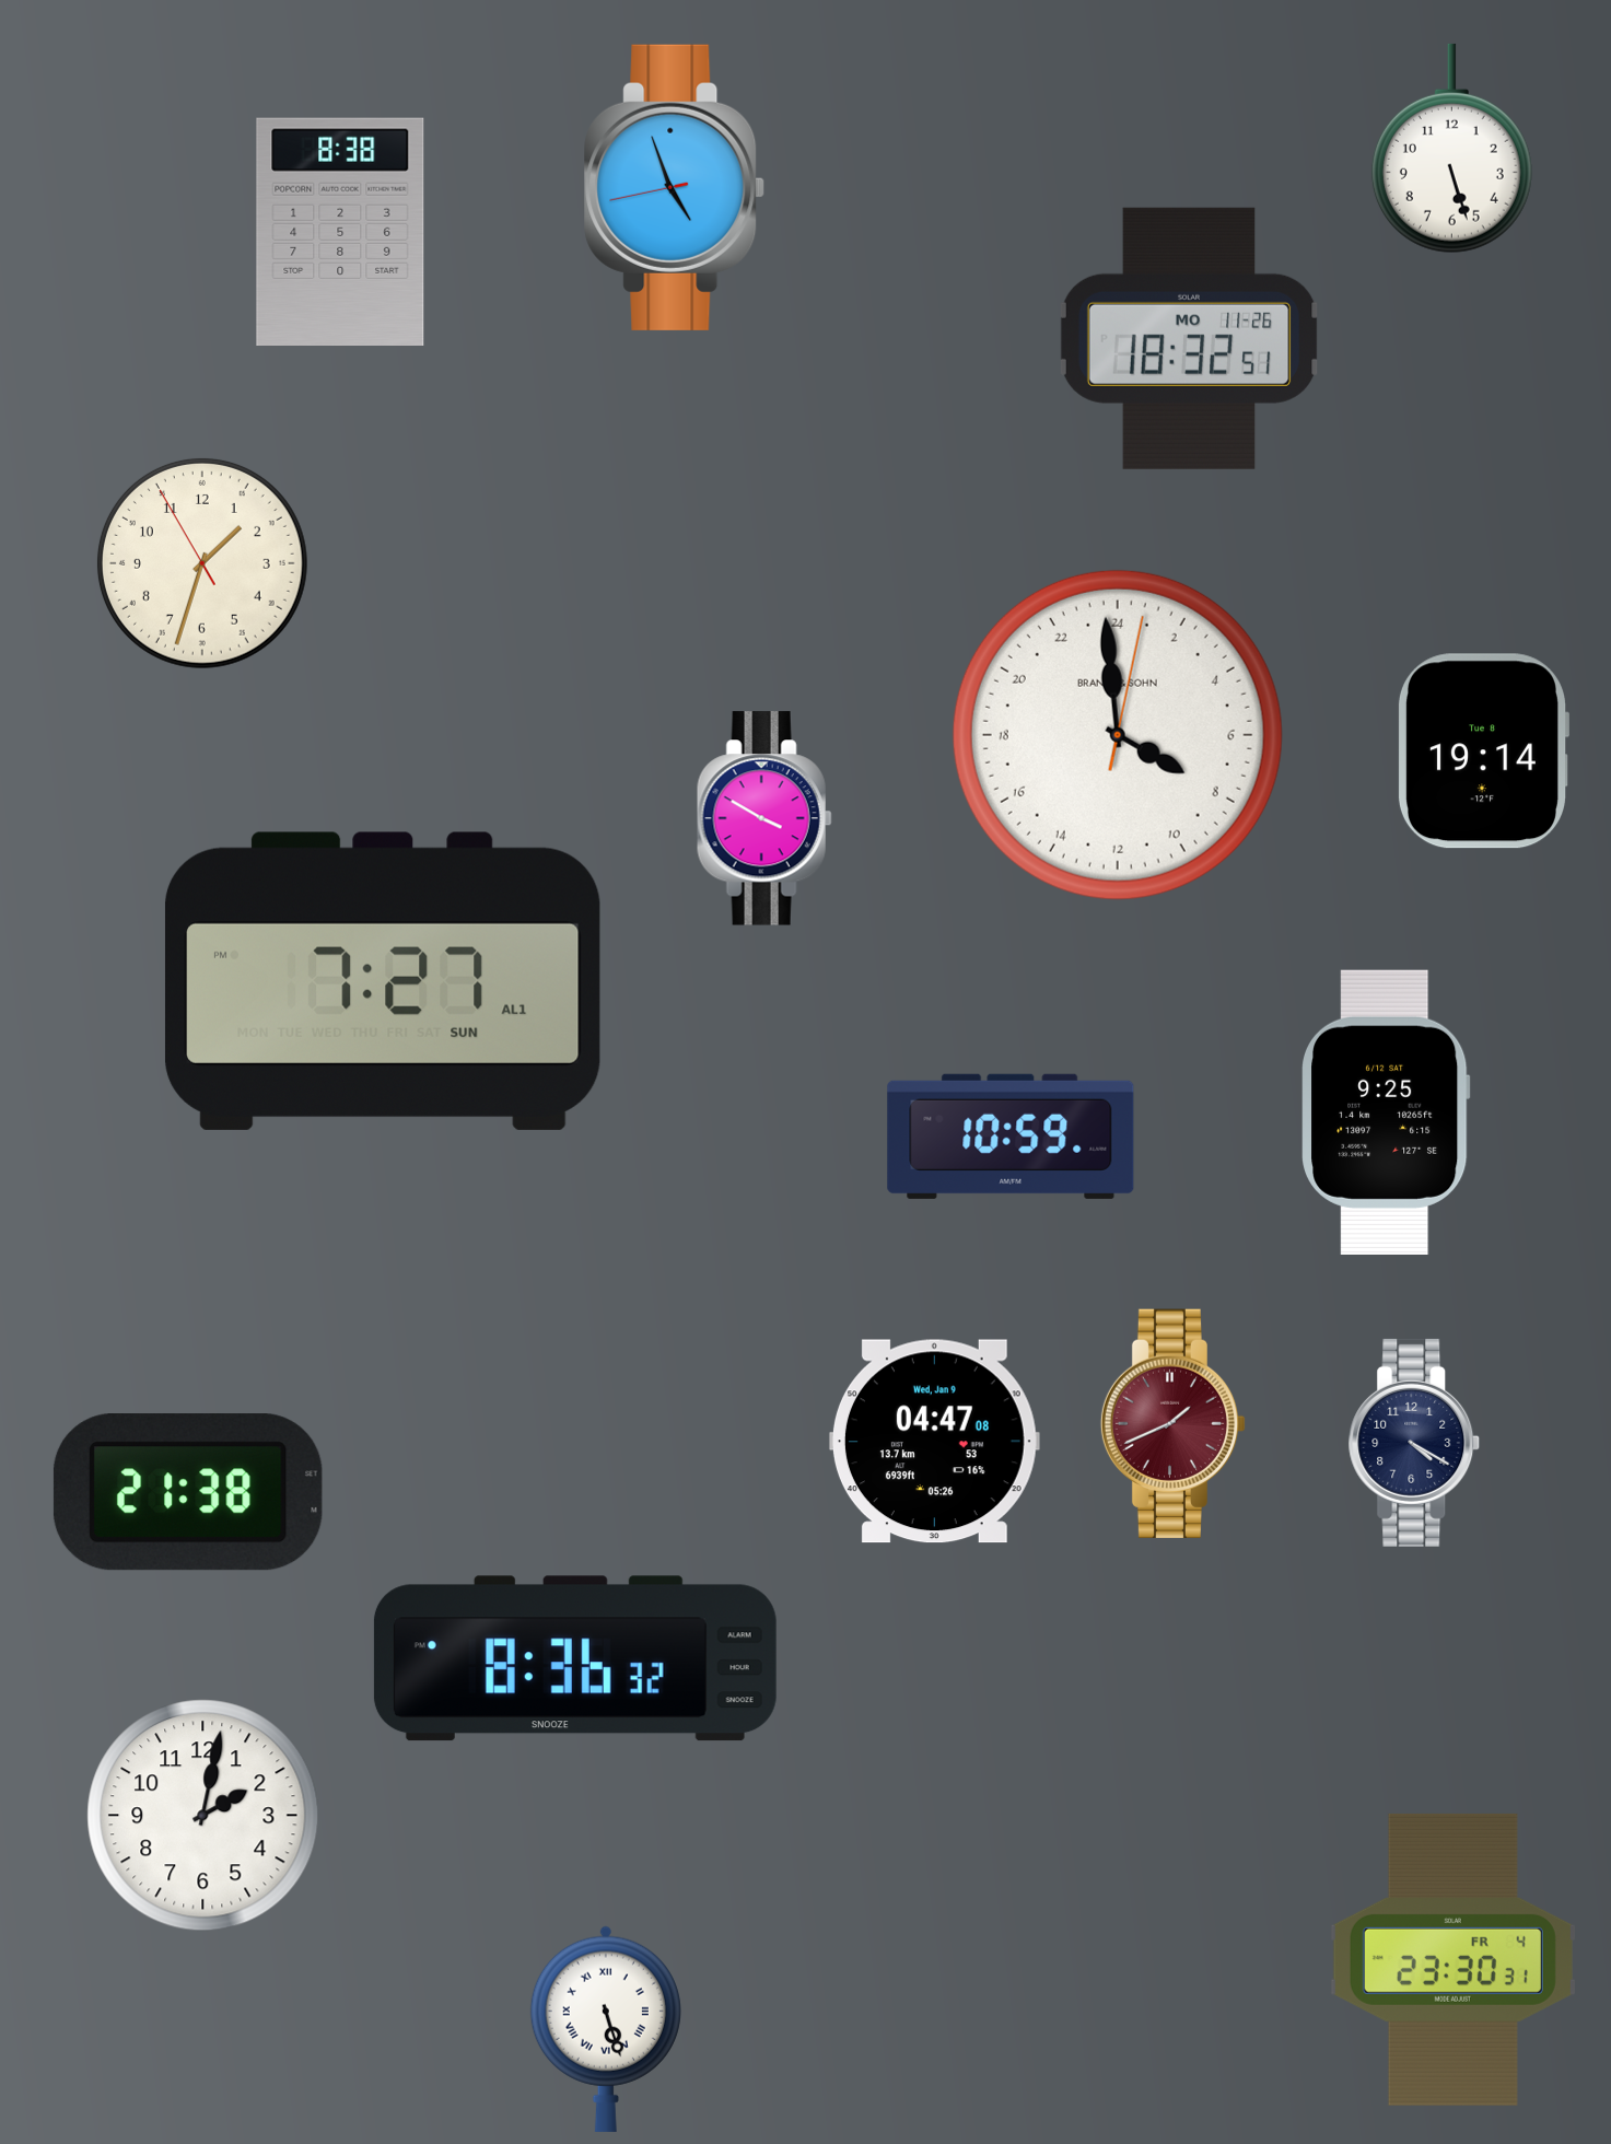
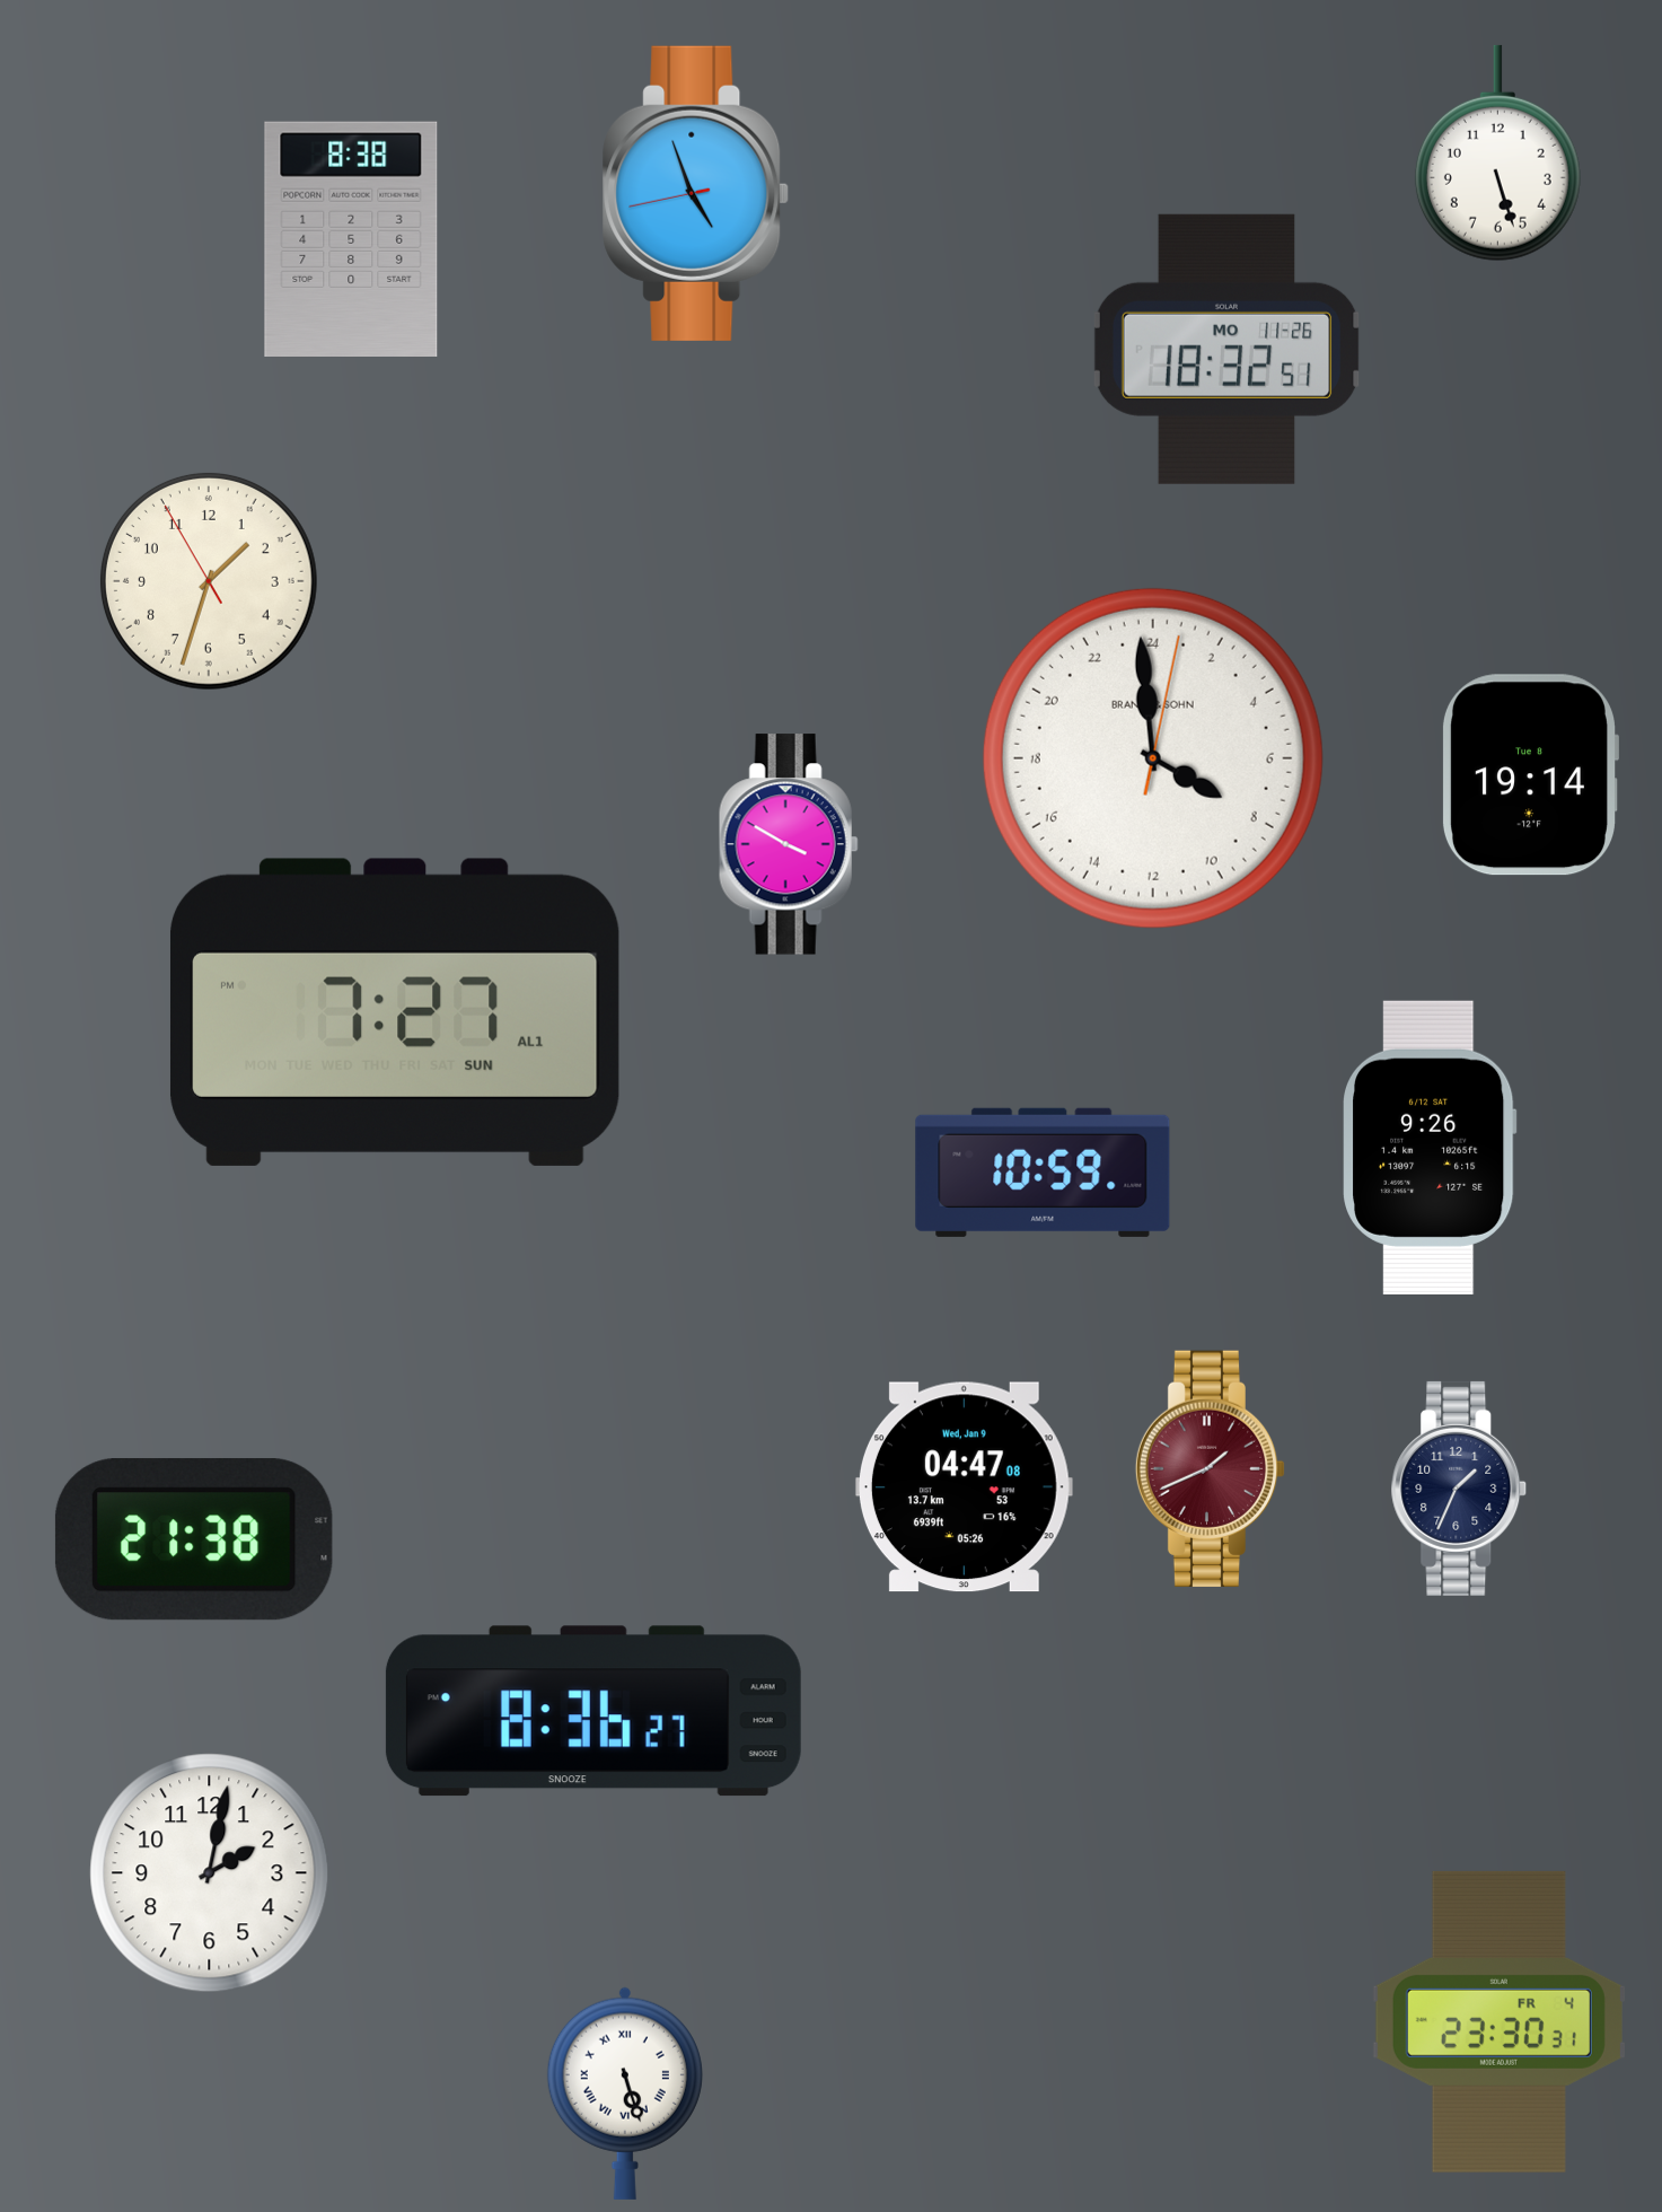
clock at (1386, 1112): 9:25 -> 9:26
clock at (1414, 1443): 4:20 -> 1:34
clock at (575, 1658): 8:36:32 -> 8:36:27
